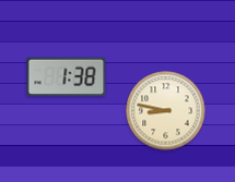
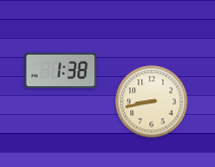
clock at (166, 111): 8:47 -> 8:43
